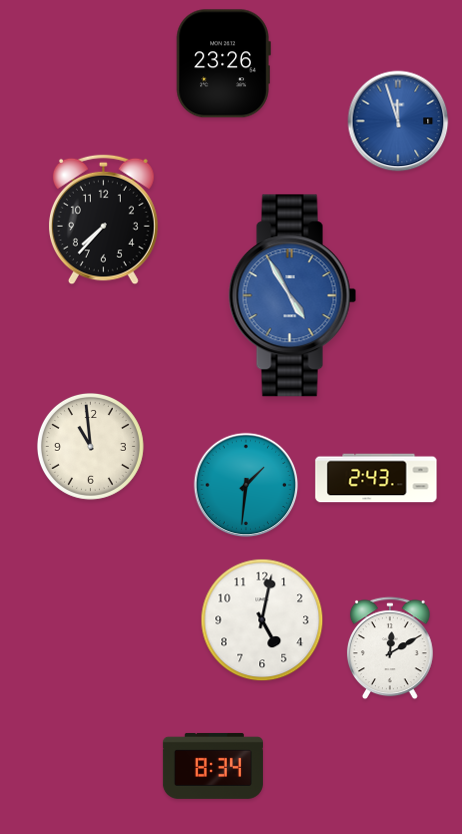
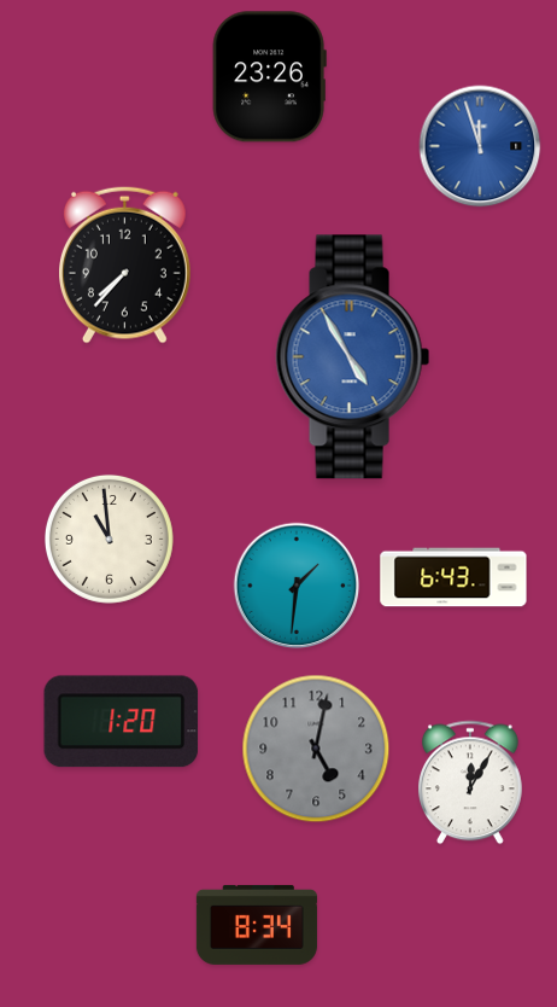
clock at (376, 478): 2:43 -> 6:43
clock at (122, 722): none -> 1:20
clock at (262, 620) dial: white -> grey
clock at (390, 648): 12:10 -> 12:05
